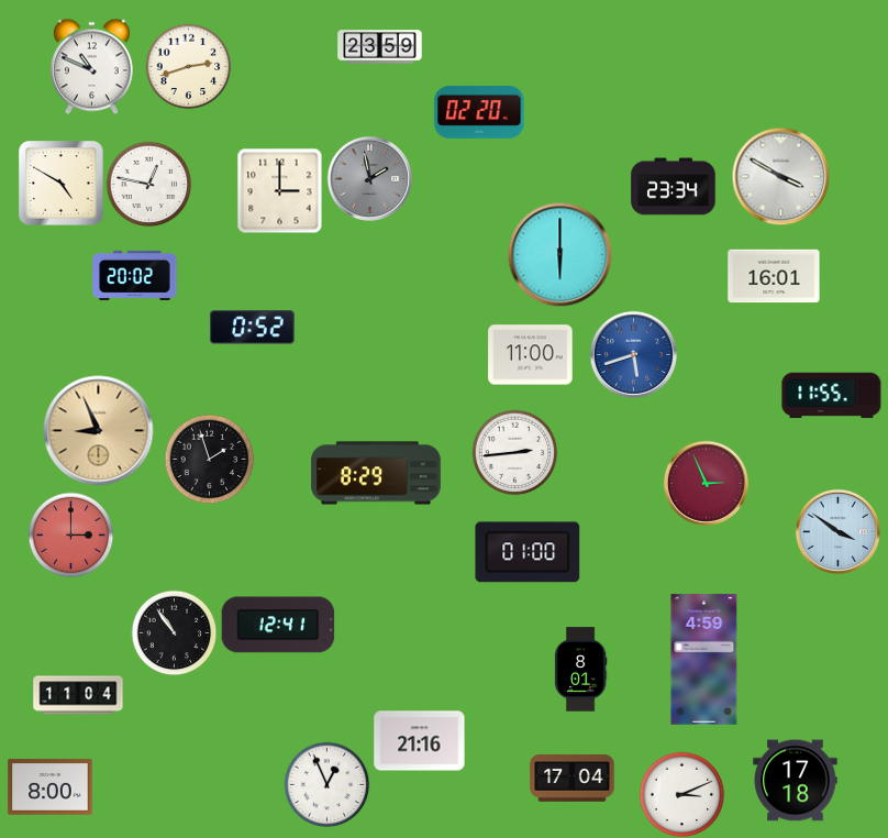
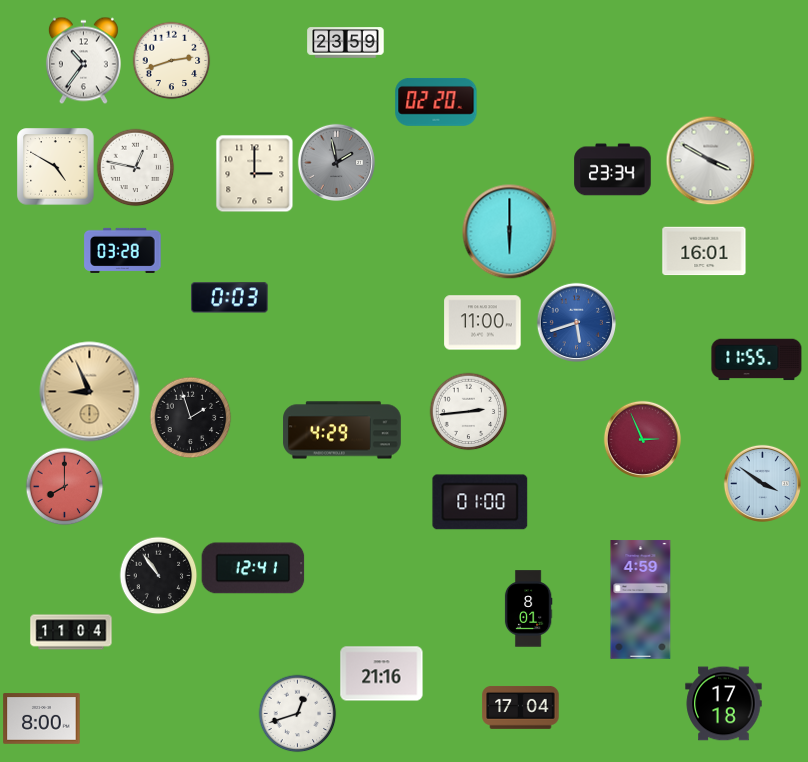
clock at (91, 66): 10:49 -> 10:36
clock at (135, 275): 20:02 -> 03:28
clock at (253, 328): 0:52 -> 0:03
clock at (376, 473): 8:29 -> 4:29
clock at (70, 534): 3:00 -> 8:00
clock at (796, 781) position: (796, 781) -> (724, 704)
clock at (326, 784): 12:56 -> 12:42
clock at (51, 787) position: (51, 787) -> (42, 719)
clock at (681, 794): 3:11 -> none
